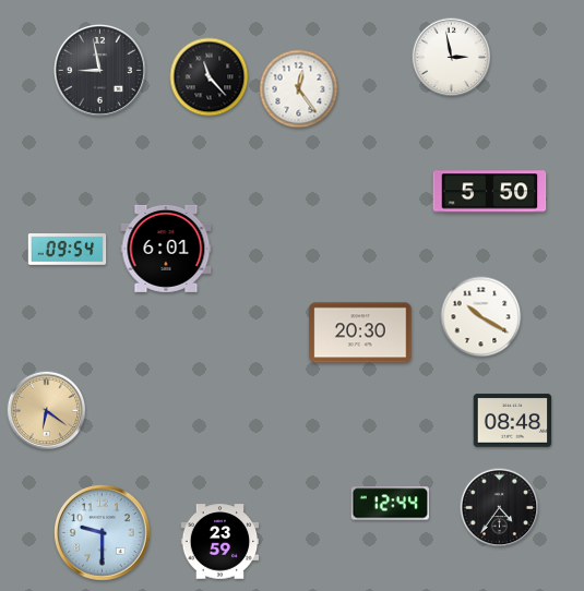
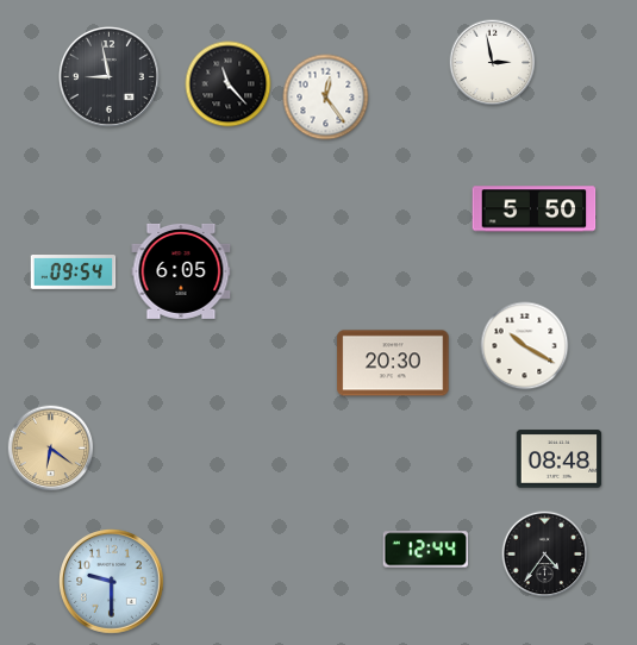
clock at (166, 249): 6:01 -> 6:05
clock at (221, 542): 23:59 -> none
